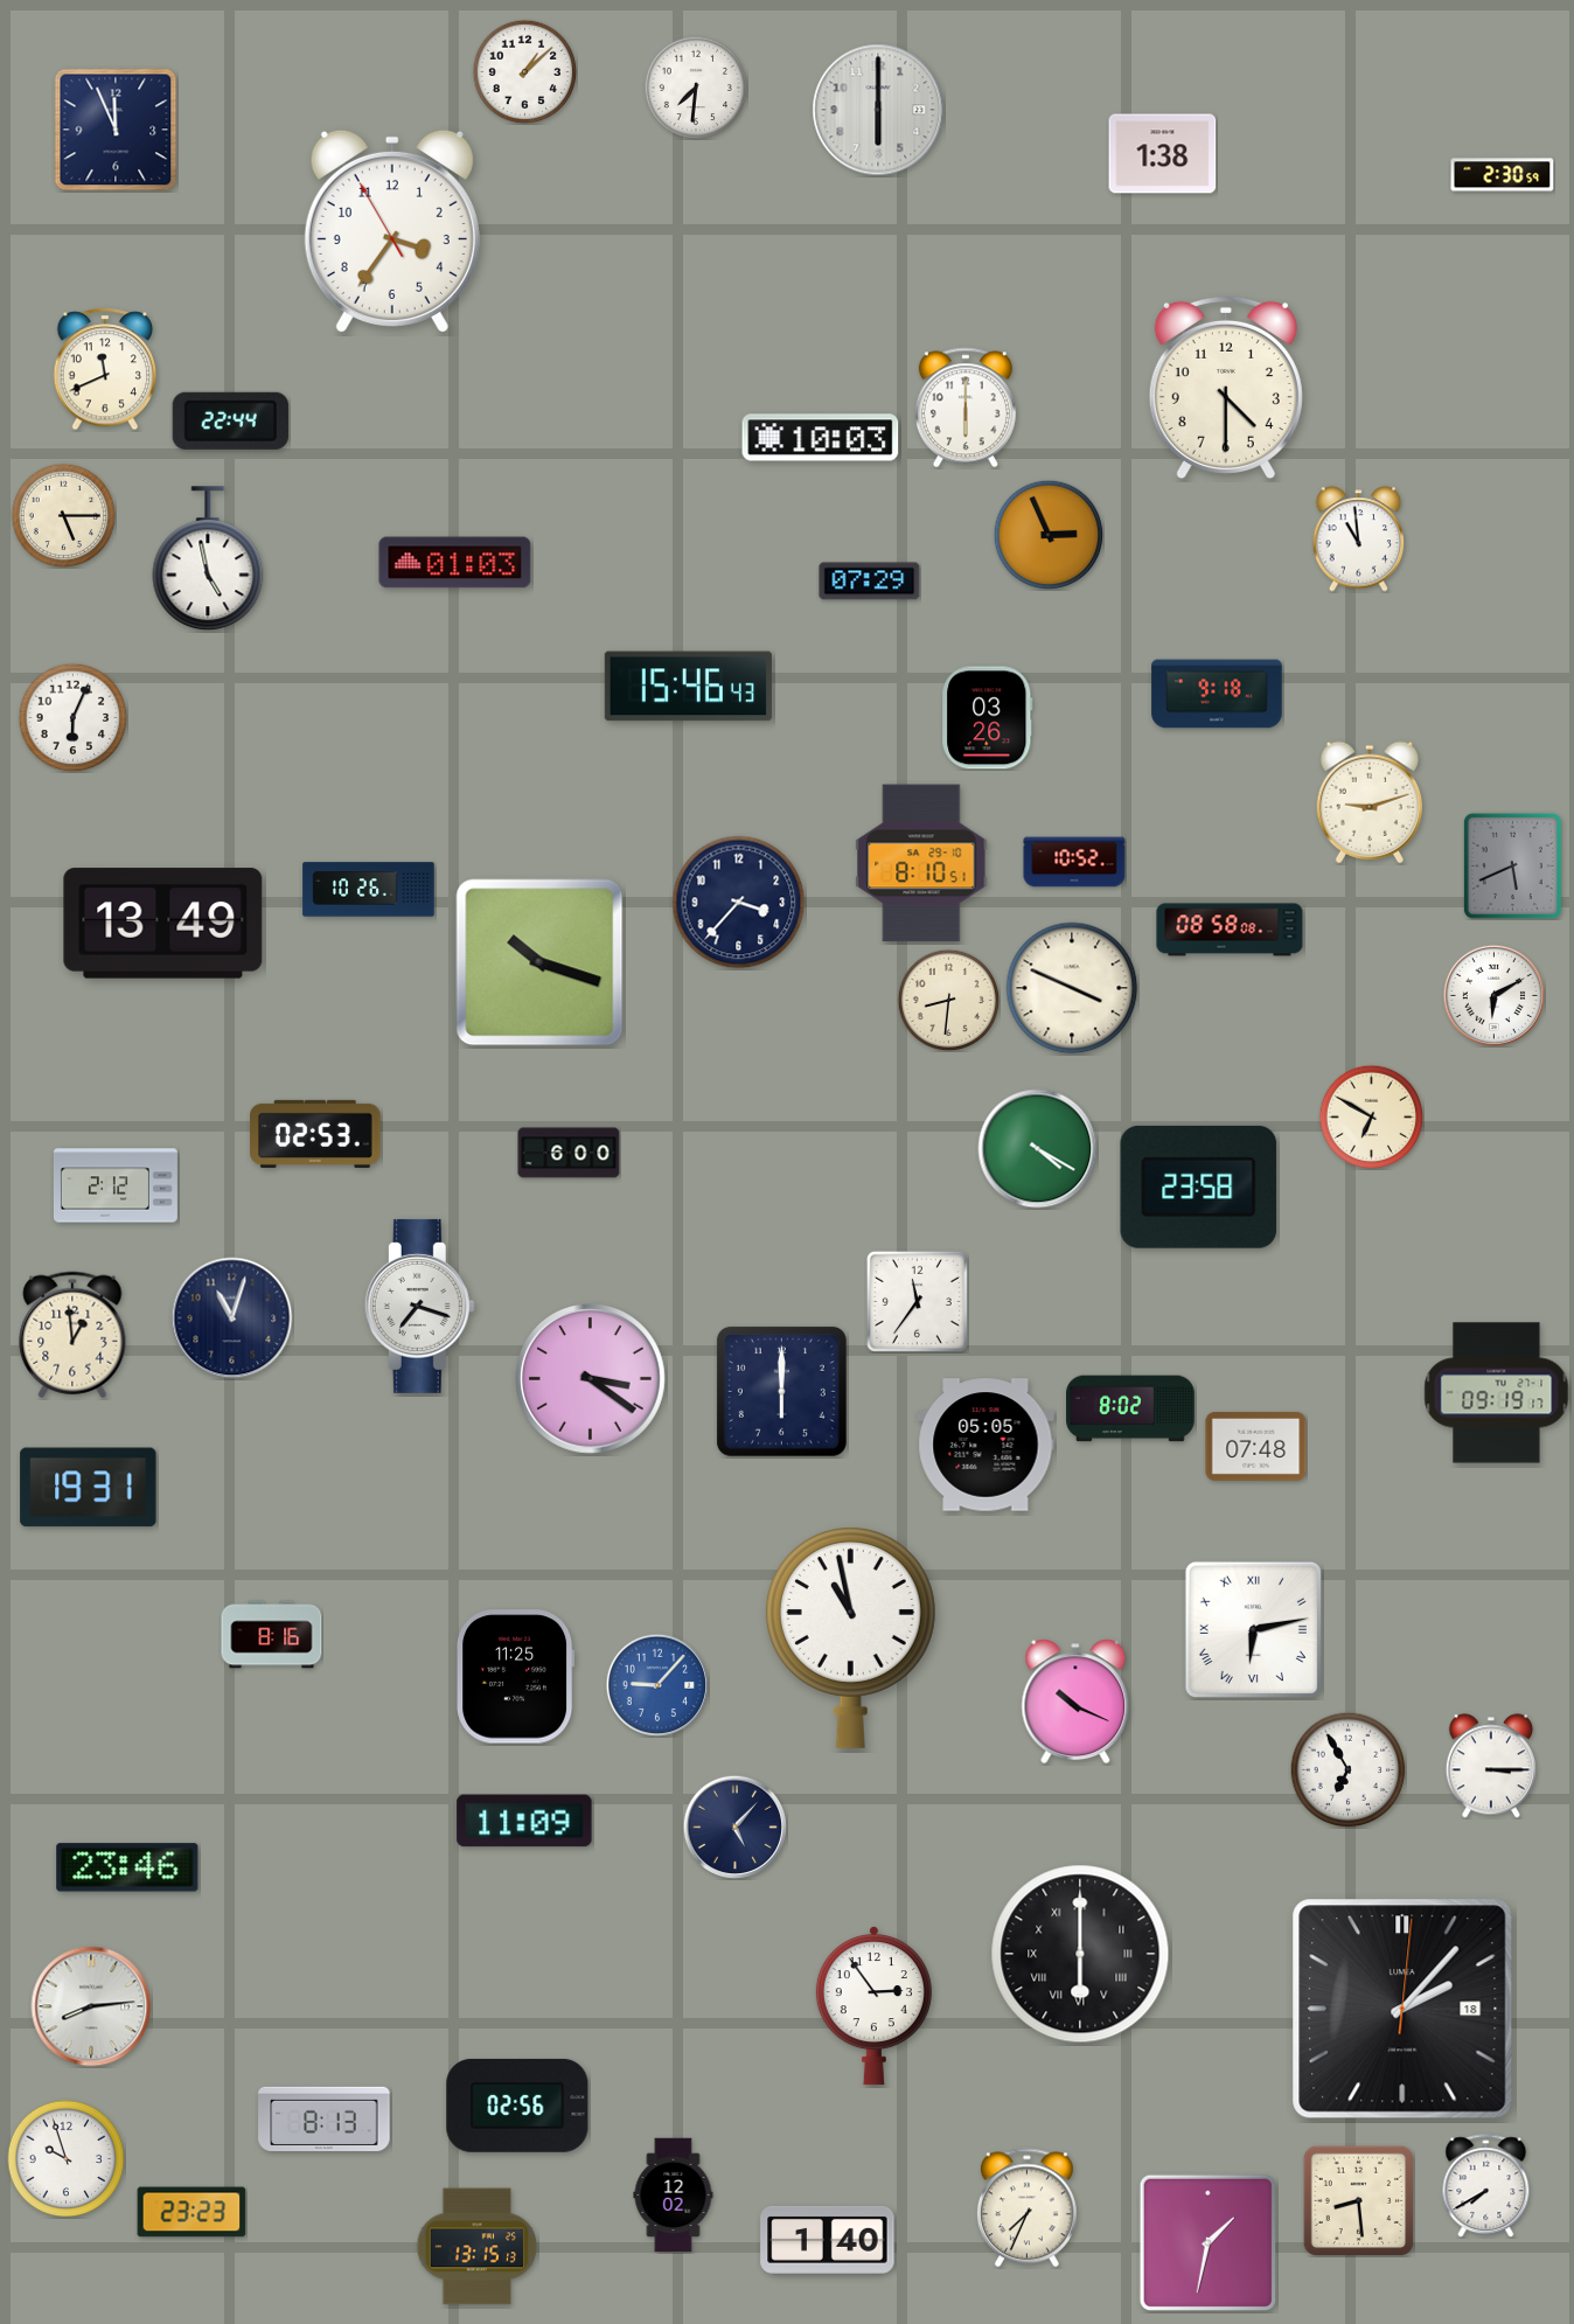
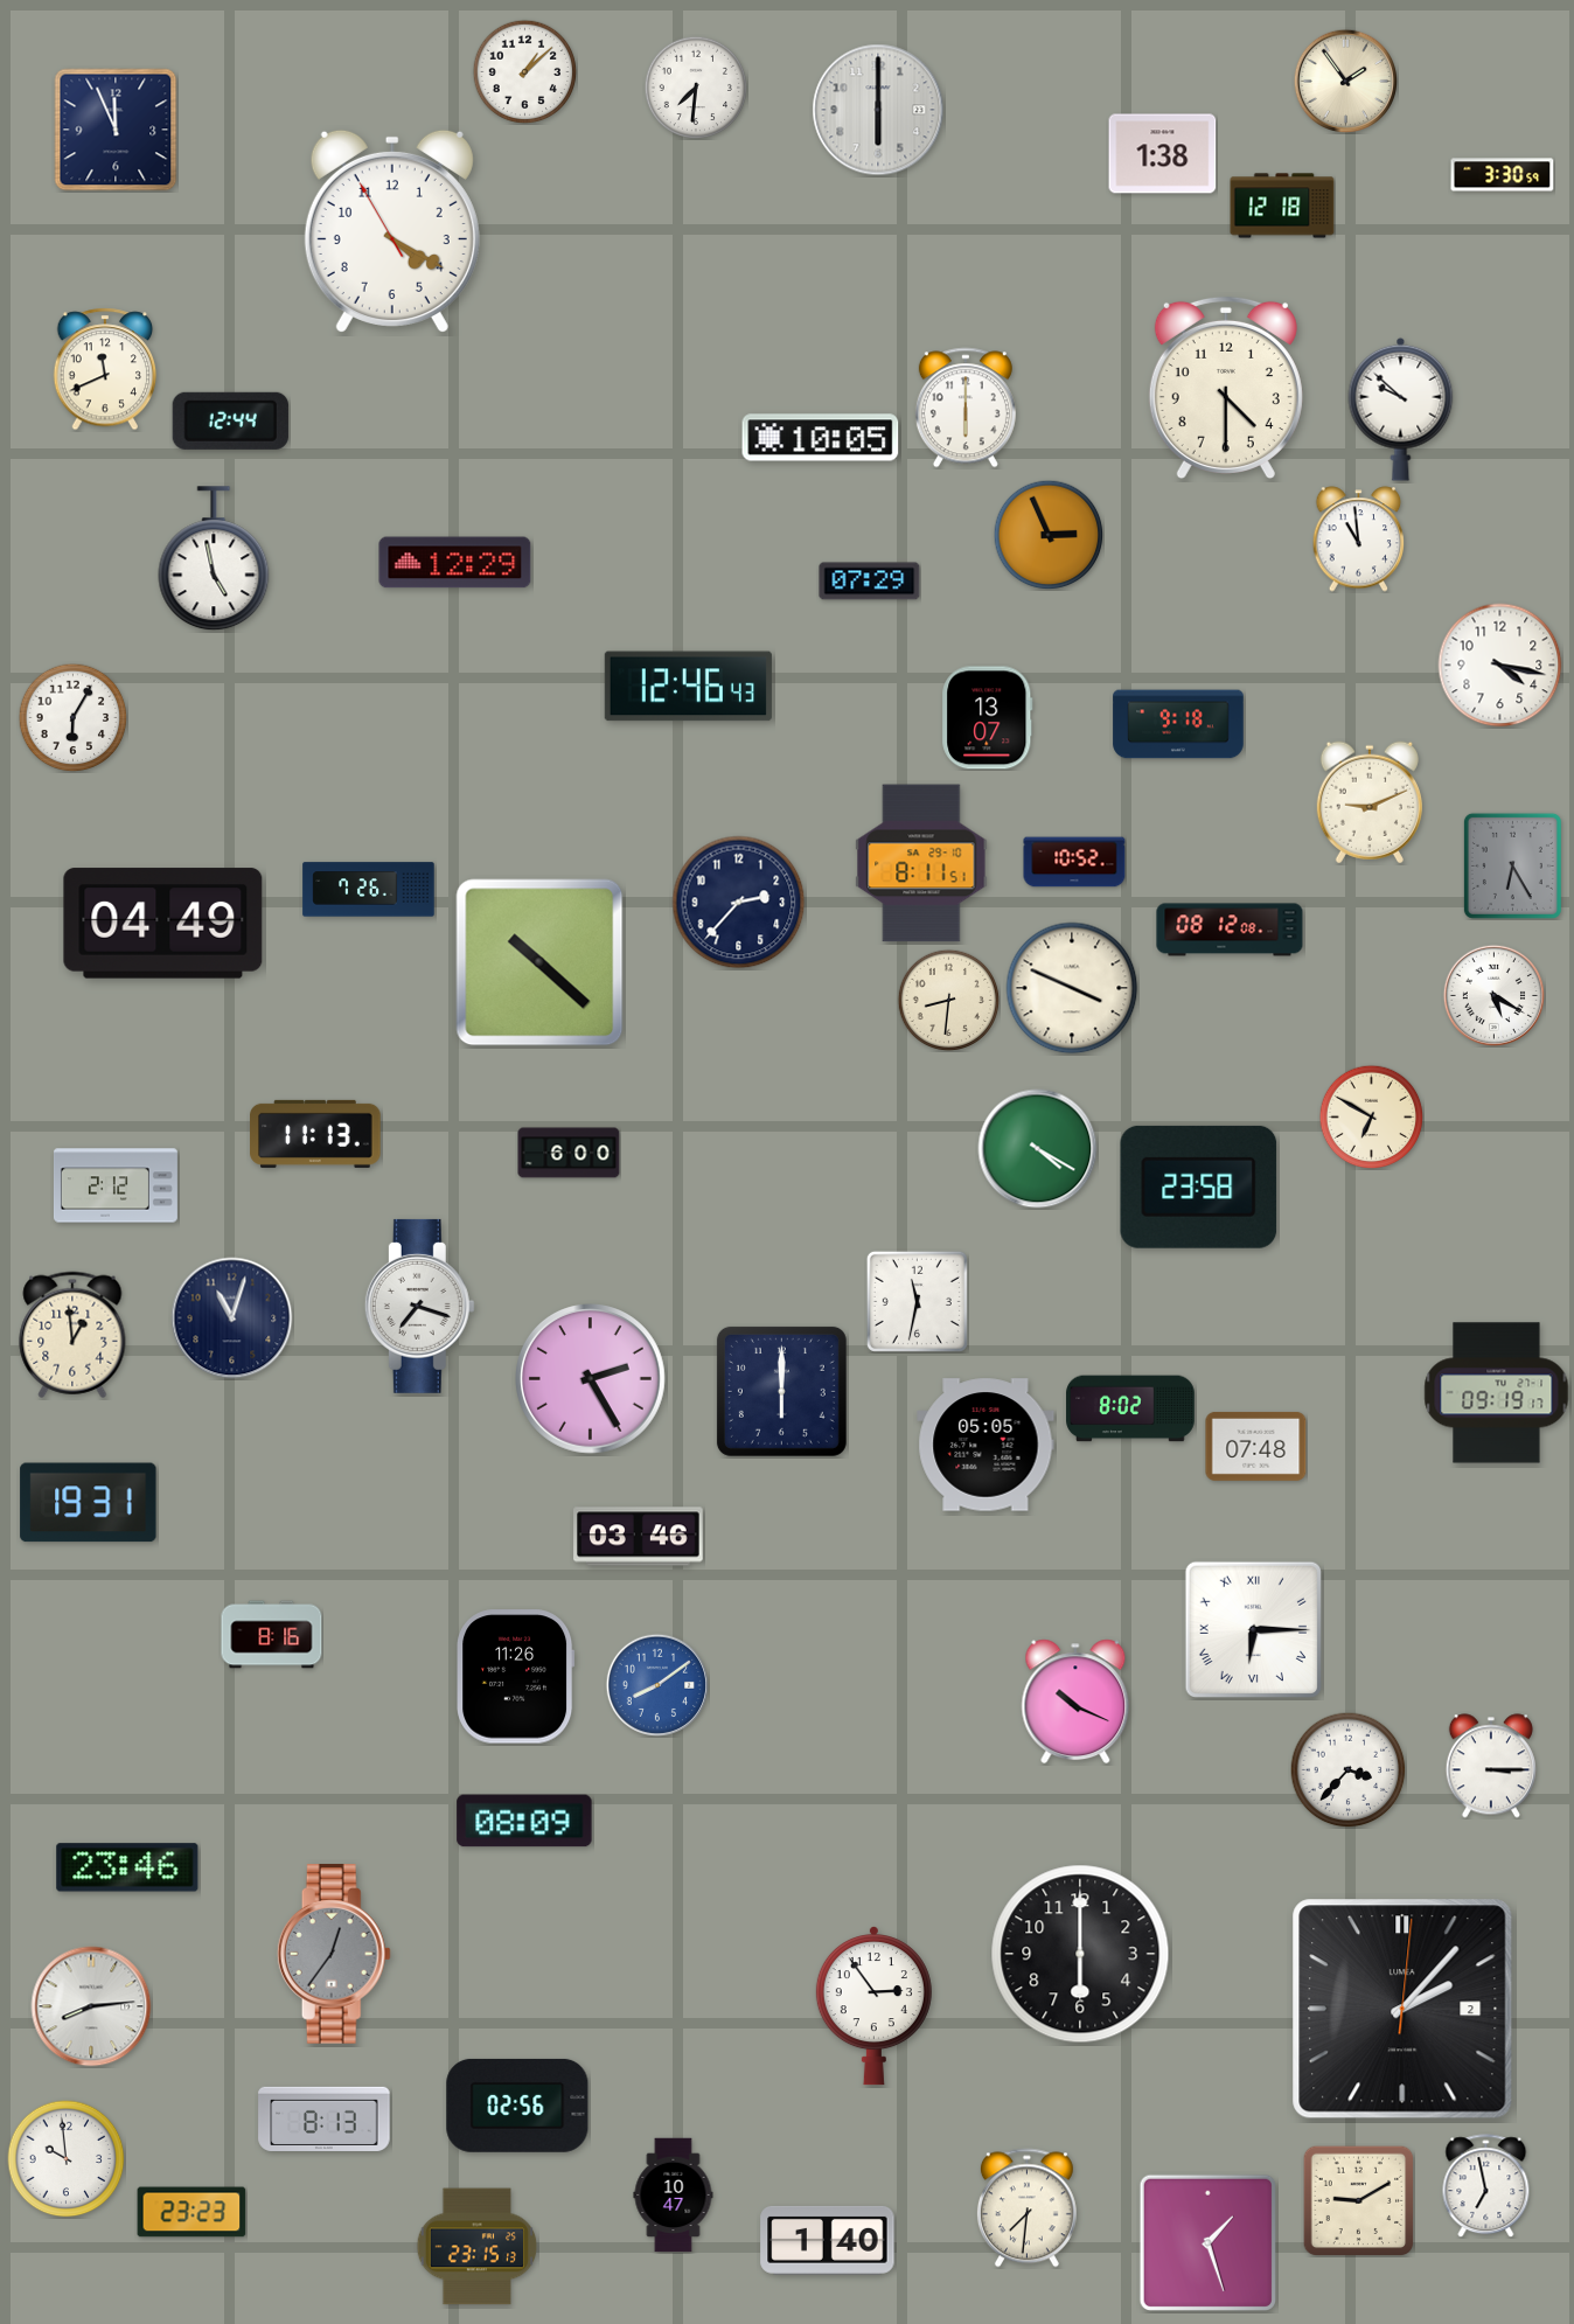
clock at (1345, 81): none -> 1:54
clock at (1503, 175): 2:30 -> 3:30
clock at (1282, 206): none -> 12:18
clock at (392, 230): 3:35 -> 4:19
clock at (1401, 409): none -> 9:52
clock at (230, 420): 22:44 -> 12:44
clock at (821, 438): 10:03 -> 10:05
clock at (63, 515): 5:15 -> none
clock at (208, 559) position: (208, 559) -> (214, 559)
clock at (455, 563): 01:03 -> 12:29
clock at (1500, 666): none -> 4:17
clock at (688, 687): 15:46 -> 12:46
clock at (1217, 694) position: (1217, 694) -> (1178, 724)
clock at (72, 717): 6:04 -> 6:05
clock at (988, 718): 03:26 -> 13:07
clock at (1370, 802): 9:12 -> 9:11
clock at (921, 863): 8:10 -> 8:11
clock at (1512, 865): 5:41 -> 6:25
clock at (369, 890): 10:26 -> 7:26
clock at (739, 903): 3:37 -> 2:37
clock at (163, 924): 13:49 -> 04:49
clock at (1230, 930): 08:58 -> 08:12
clock at (539, 962): 10:18 -> 10:22
clock at (1493, 995): 6:10 -> 5:20
clock at (315, 1134): 02:53 -> 11:13
clock at (917, 1301): 11:36 -> 11:32
clock at (591, 1379): 3:21 -> 2:25
clock at (89, 1488) position: (89, 1488) -> (89, 1503)
clock at (639, 1537): none -> 03:46
clock at (1253, 1629): 6:13 -> 6:15
clock at (850, 1637): 10:58 -> none
clock at (516, 1677): 11:25 -> 11:26
clock at (656, 1684): 9:07 -> 8:09
clock at (1349, 1770): 6:55 -> 3:37
clock at (524, 1821): 11:09 -> 08:09
clock at (734, 1827): 5:07 -> none
clock at (334, 1954): none -> 12:36
clock at (1080, 1954) numerals: Roman -> Arabic
clock at (1402, 2009) date: 18 -> 2
clock at (67, 2159): 9:57 -> 9:59
clock at (1486, 2186): 7:40 -> 6:58
clock at (674, 2196): 12:02 -> 10:47
clock at (1358, 2200): 8:29 -> 9:10
clock at (1026, 2208): 7:34 -> 7:31
clock at (1207, 2242): 1:32 -> 1:27
clock at (478, 2247): 13:15 -> 23:15
